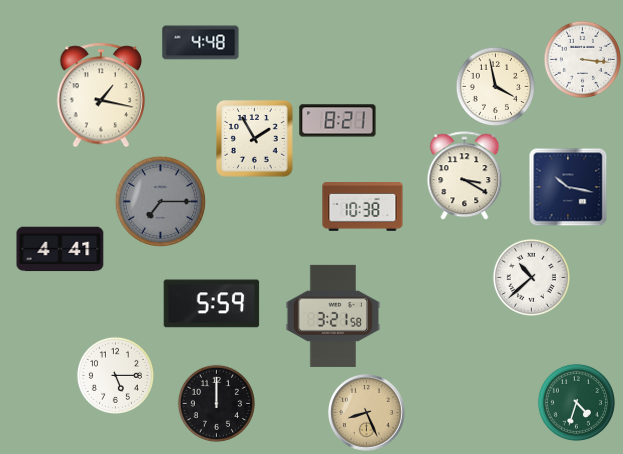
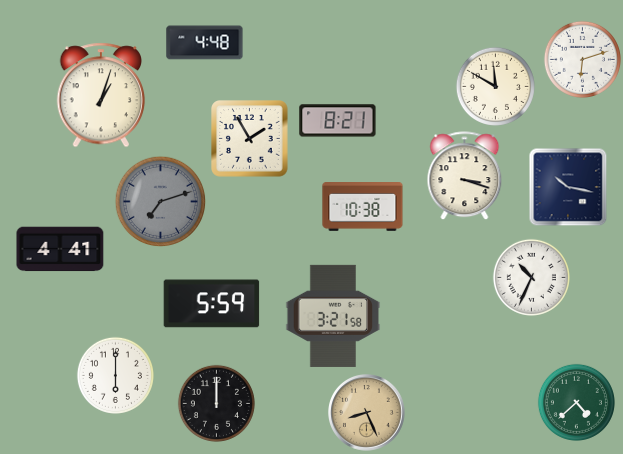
clock at (201, 43) position: (201, 43) -> (205, 43)
clock at (582, 59): 3:16 -> 6:12
clock at (495, 86): 3:58 -> 11:50
clock at (101, 95): 1:17 -> 1:03
clock at (255, 139) position: (255, 139) -> (250, 139)
clock at (465, 176): 3:20 -> 3:18
clock at (160, 201): 7:15 -> 7:12
clock at (531, 277): 10:38 -> 10:34
clock at (115, 375): 5:15 -> 6:00
clock at (576, 402): 4:33 -> 4:38
